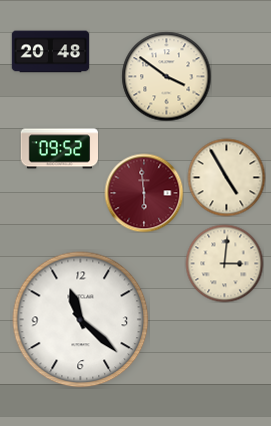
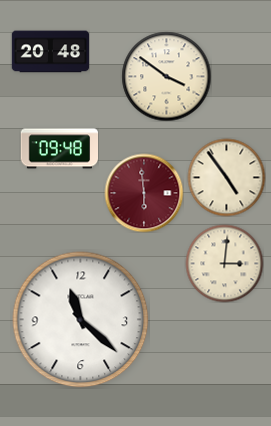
clock at (59, 149): 09:52 -> 09:48
clock at (226, 177): 4:55 -> 4:54
